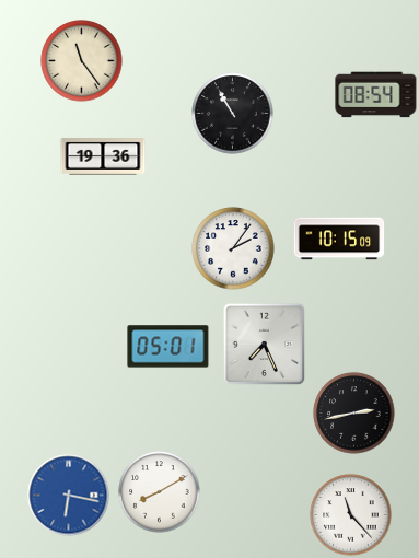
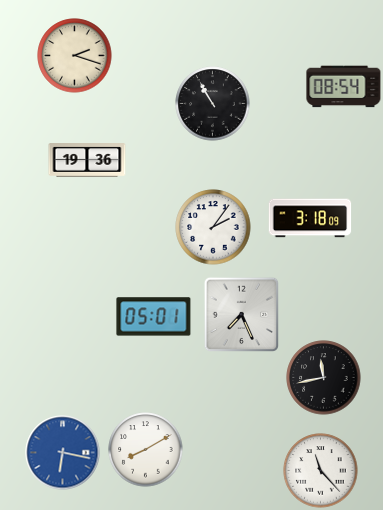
clock at (82, 61): 11:24 -> 2:18
clock at (103, 156) position: (103, 156) -> (87, 160)
clock at (339, 239): 10:15 -> 3:18
clock at (354, 414): 2:43 -> 11:43
